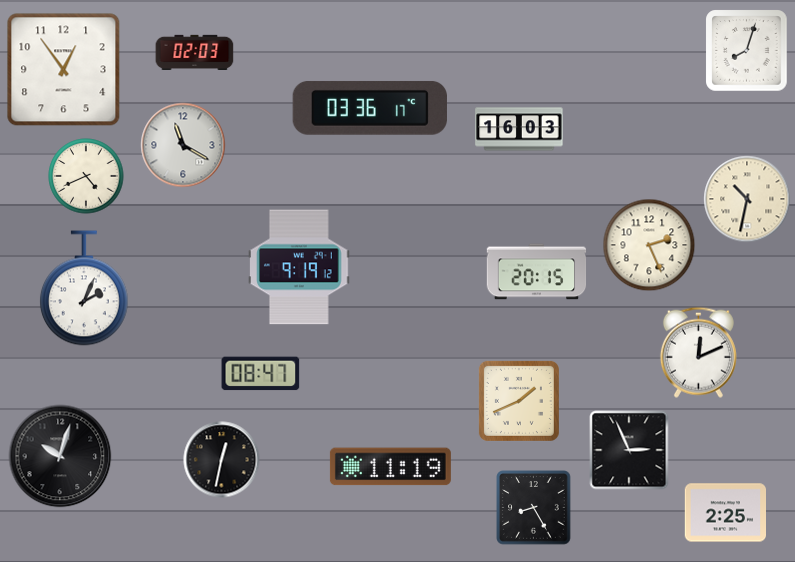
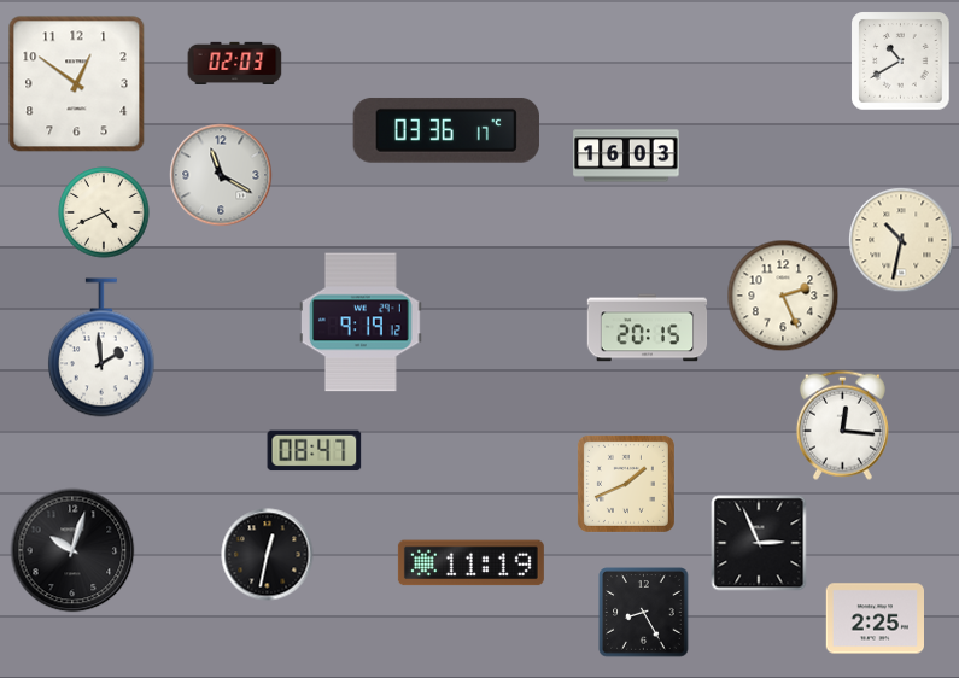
clock at (747, 51): 8:03 -> 10:40
clock at (64, 70): 12:54 -> 12:51
clock at (84, 288): 2:04 -> 1:59
clock at (698, 352): 12:11 -> 12:16
